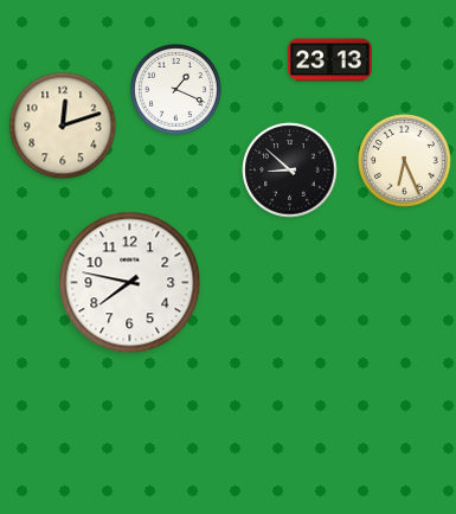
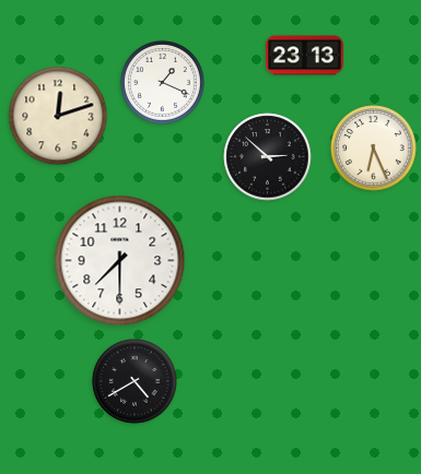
clock at (290, 171): 8:52 -> 2:52
clock at (130, 283): 7:47 -> 7:30
clock at (135, 381): none -> 4:40
